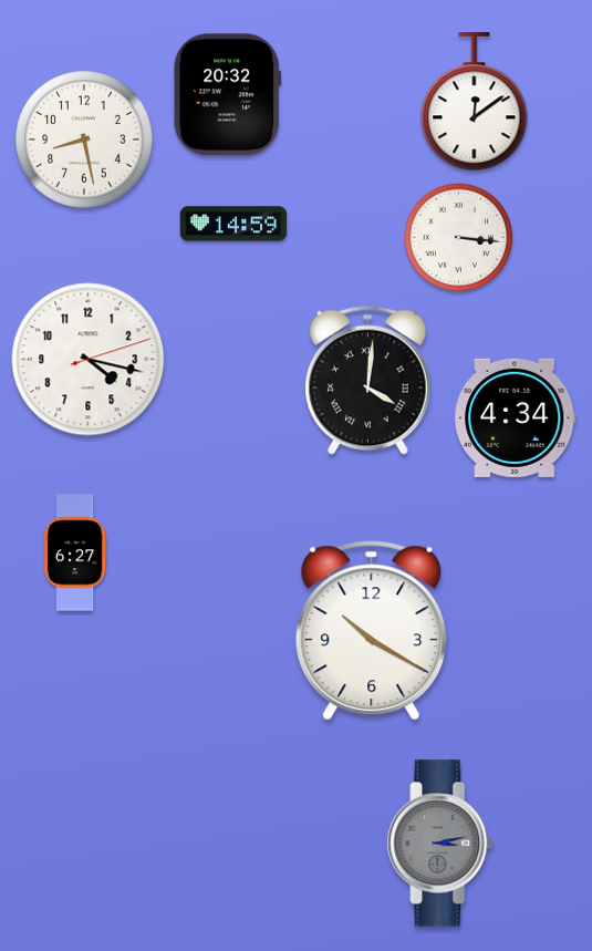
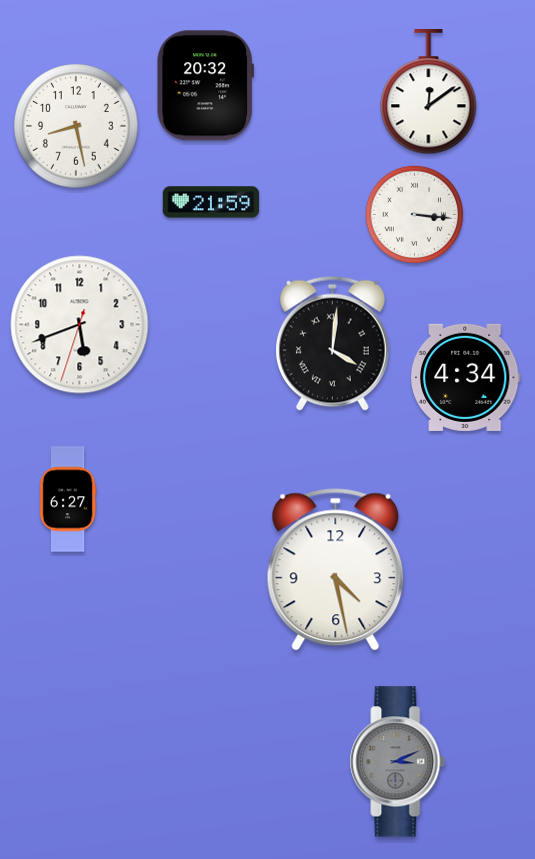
clock at (233, 224): 14:59 -> 21:59
clock at (89, 360): 4:17 -> 5:41
clock at (372, 631): 10:20 -> 4:28
clock at (440, 844): 3:13 -> 3:11
